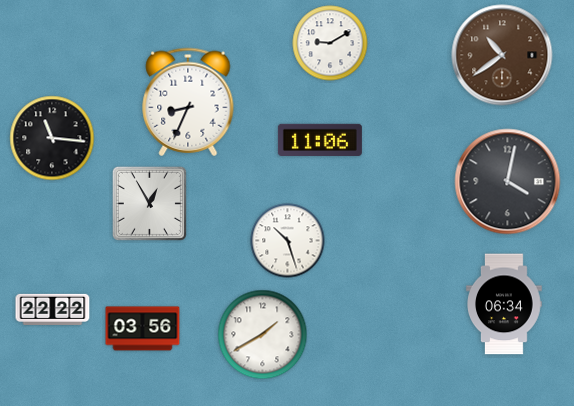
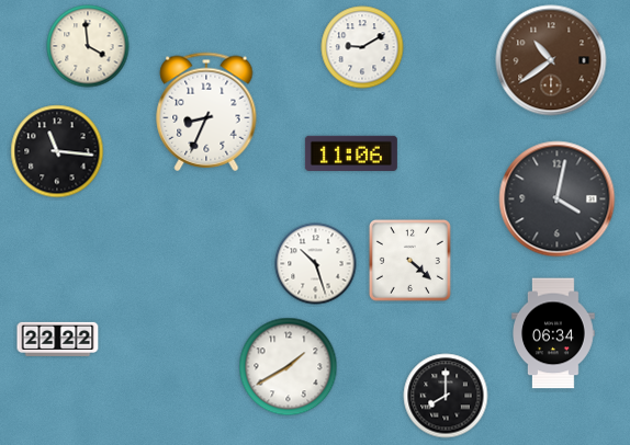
clock at (88, 46): none -> 3:59
clock at (149, 203): 12:55 -> none
clock at (409, 260): none -> 4:22
clock at (143, 329): 03:56 -> none
clock at (446, 396): none -> 8:00
